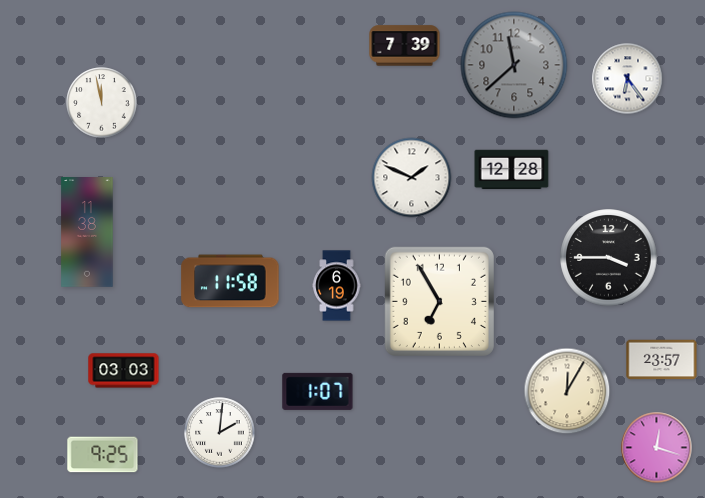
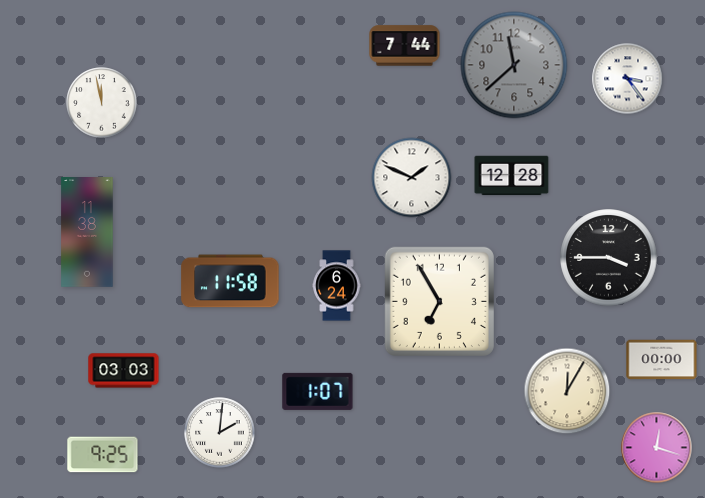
clock at (405, 46): 7:39 -> 7:44
clock at (628, 79): 6:24 -> 3:24
clock at (512, 170) position: (512, 170) -> (512, 176)
clock at (337, 286): 6:19 -> 6:24
clock at (662, 360): 23:57 -> 00:00
